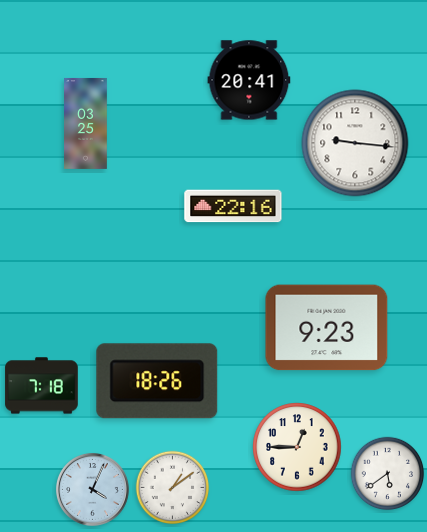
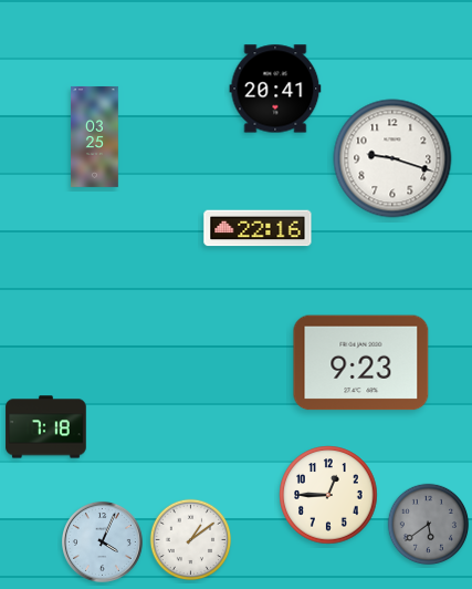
clock at (355, 143): 9:16 -> 9:18
clock at (157, 381): 18:26 -> none
clock at (388, 474) dial: white -> grey
